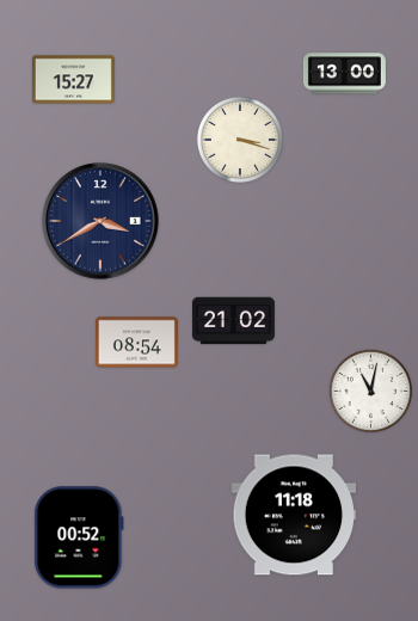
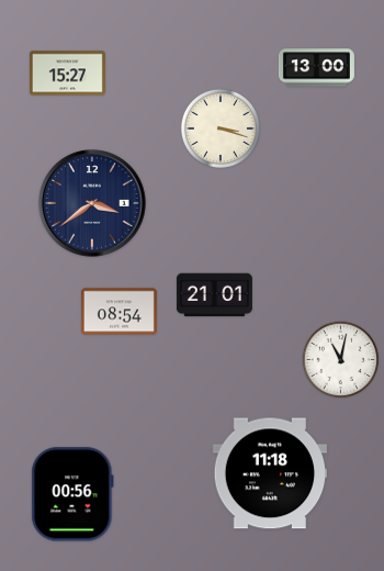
clock at (100, 221): 3:40 -> 3:39
clock at (233, 321): 21:02 -> 21:01
clock at (136, 343) position: (136, 343) -> (118, 312)
clock at (79, 537): 00:52 -> 00:56
